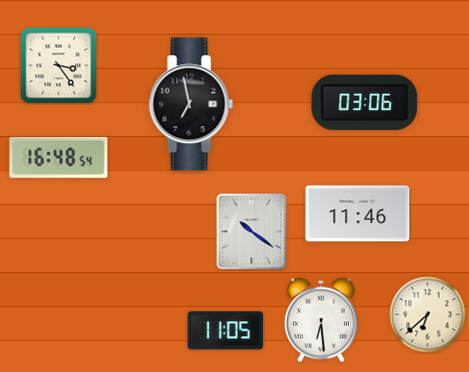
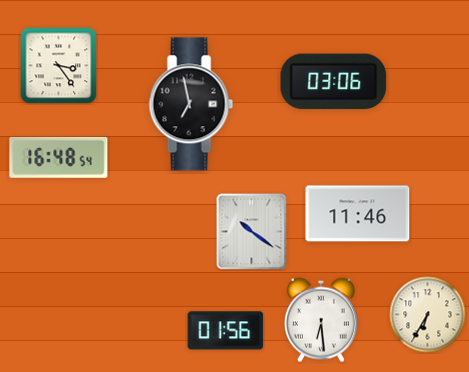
clock at (365, 103) position: (365, 103) -> (334, 82)
clock at (428, 315): 6:38 -> 6:35
clock at (226, 331): 11:05 -> 01:56
